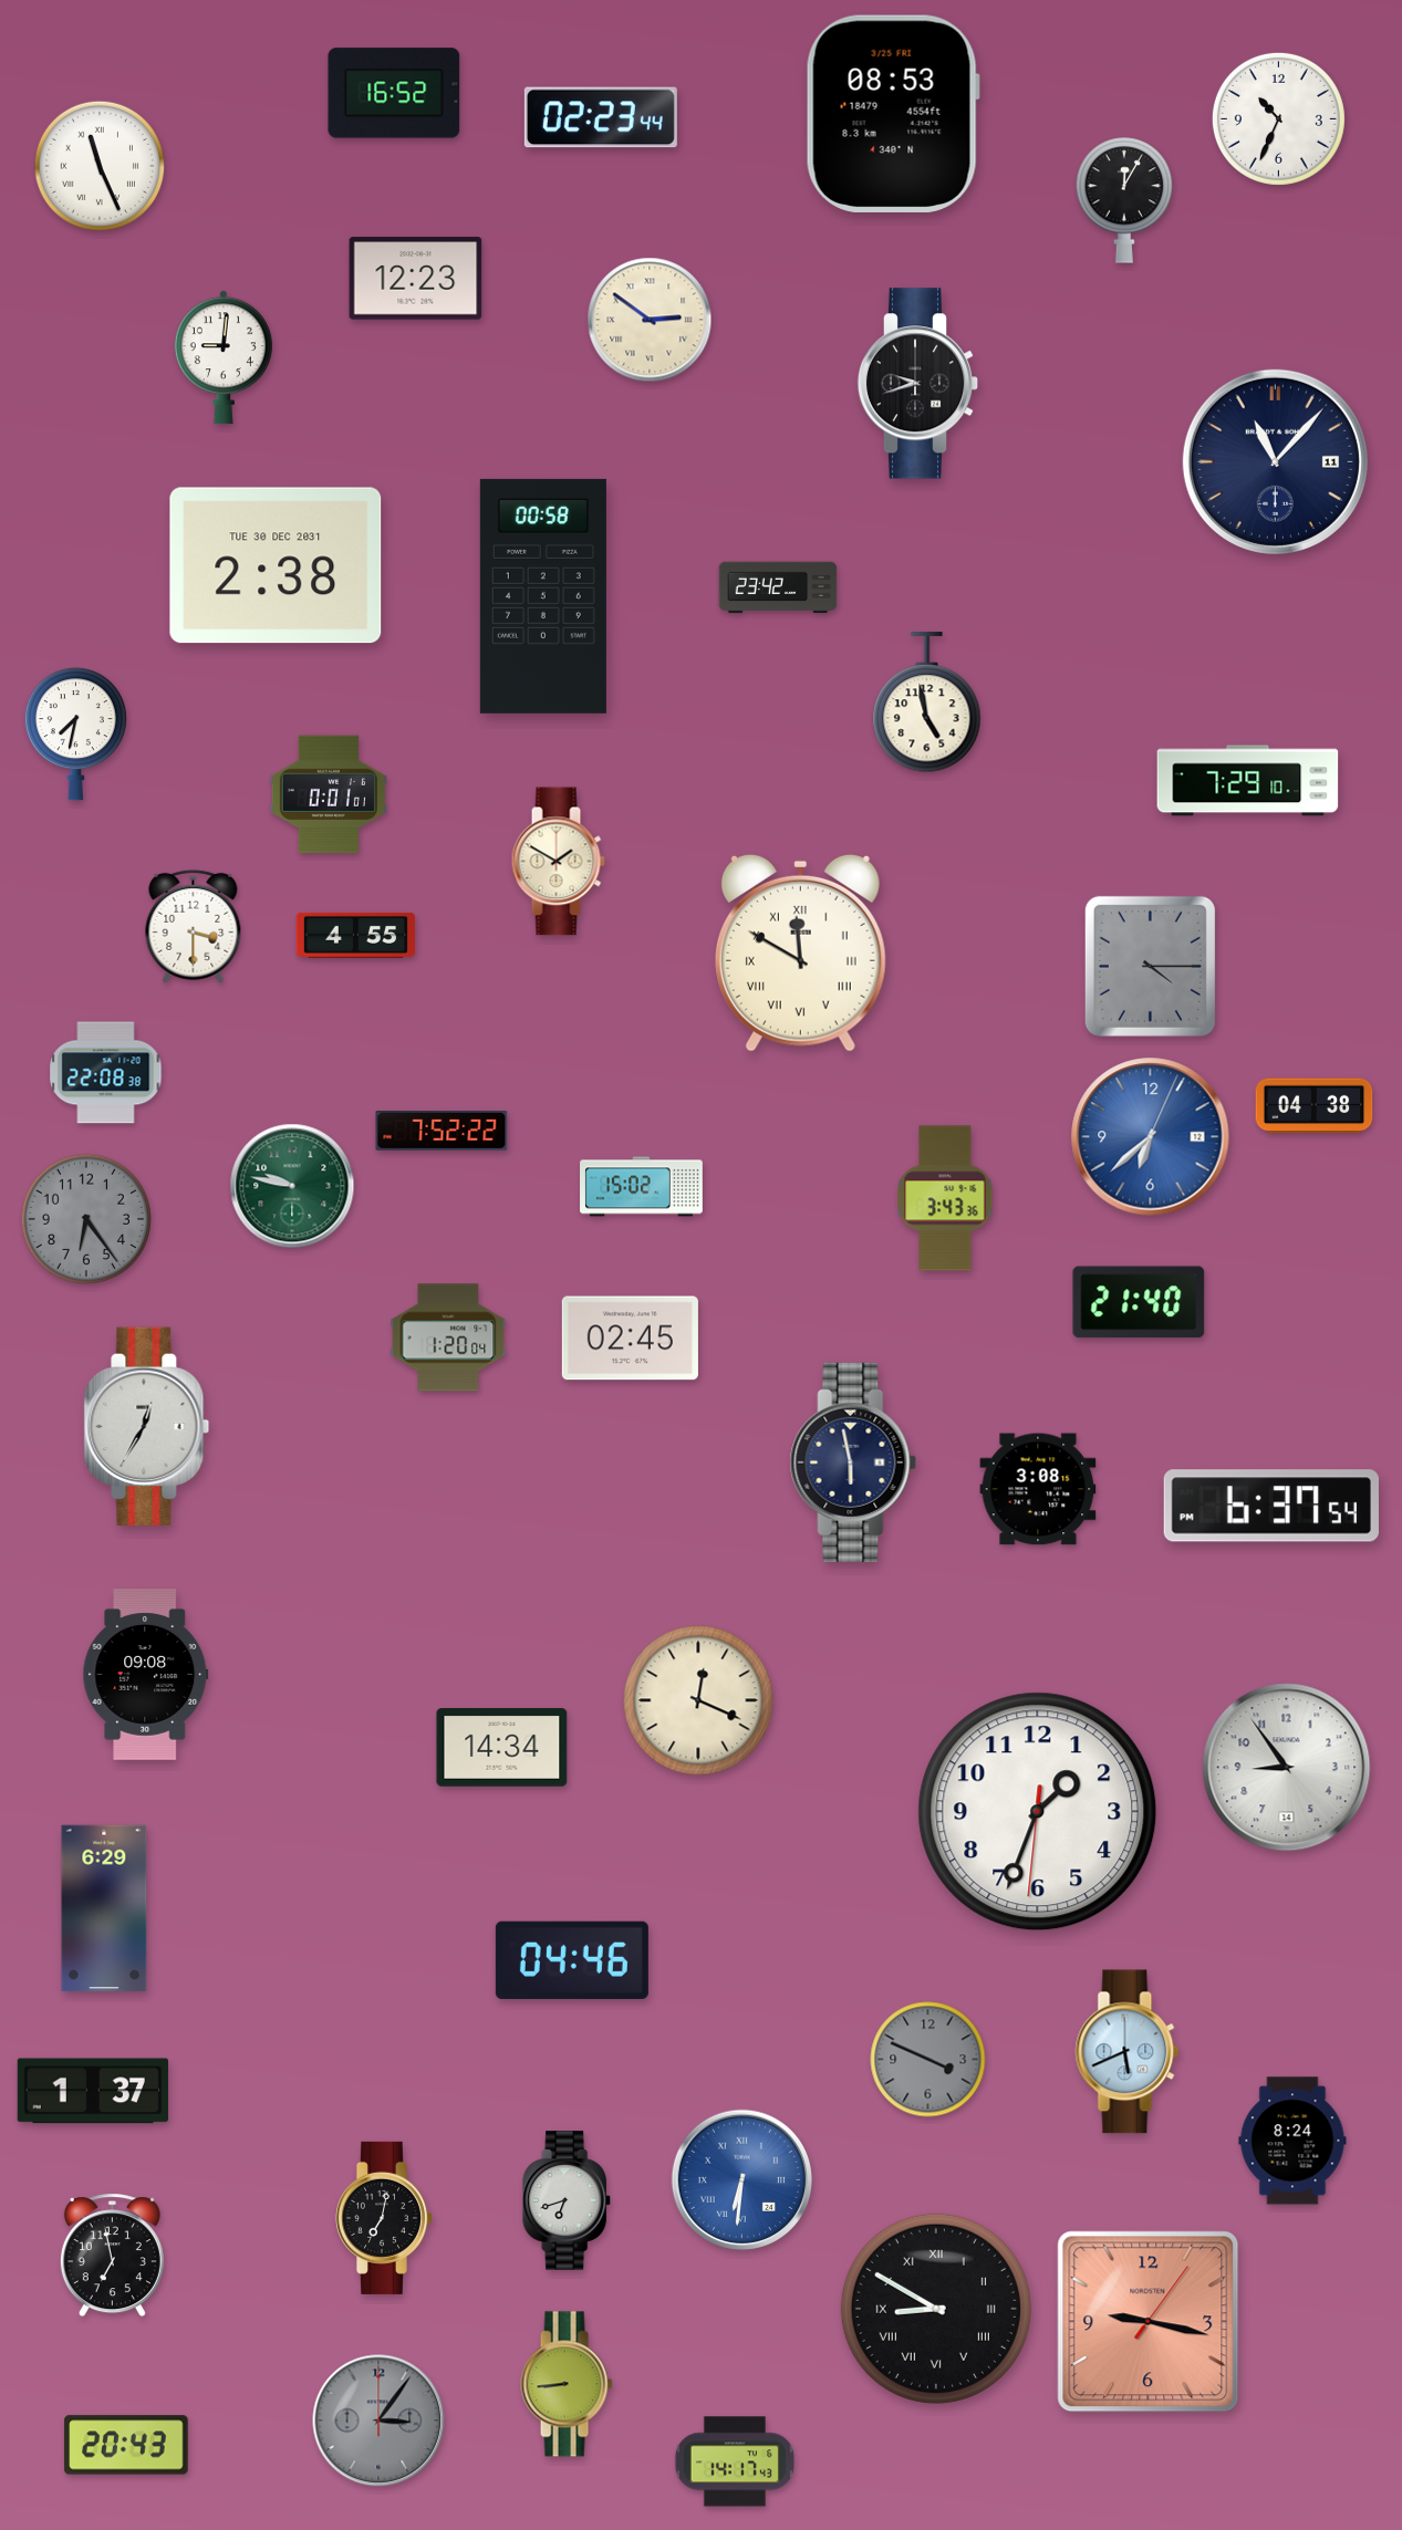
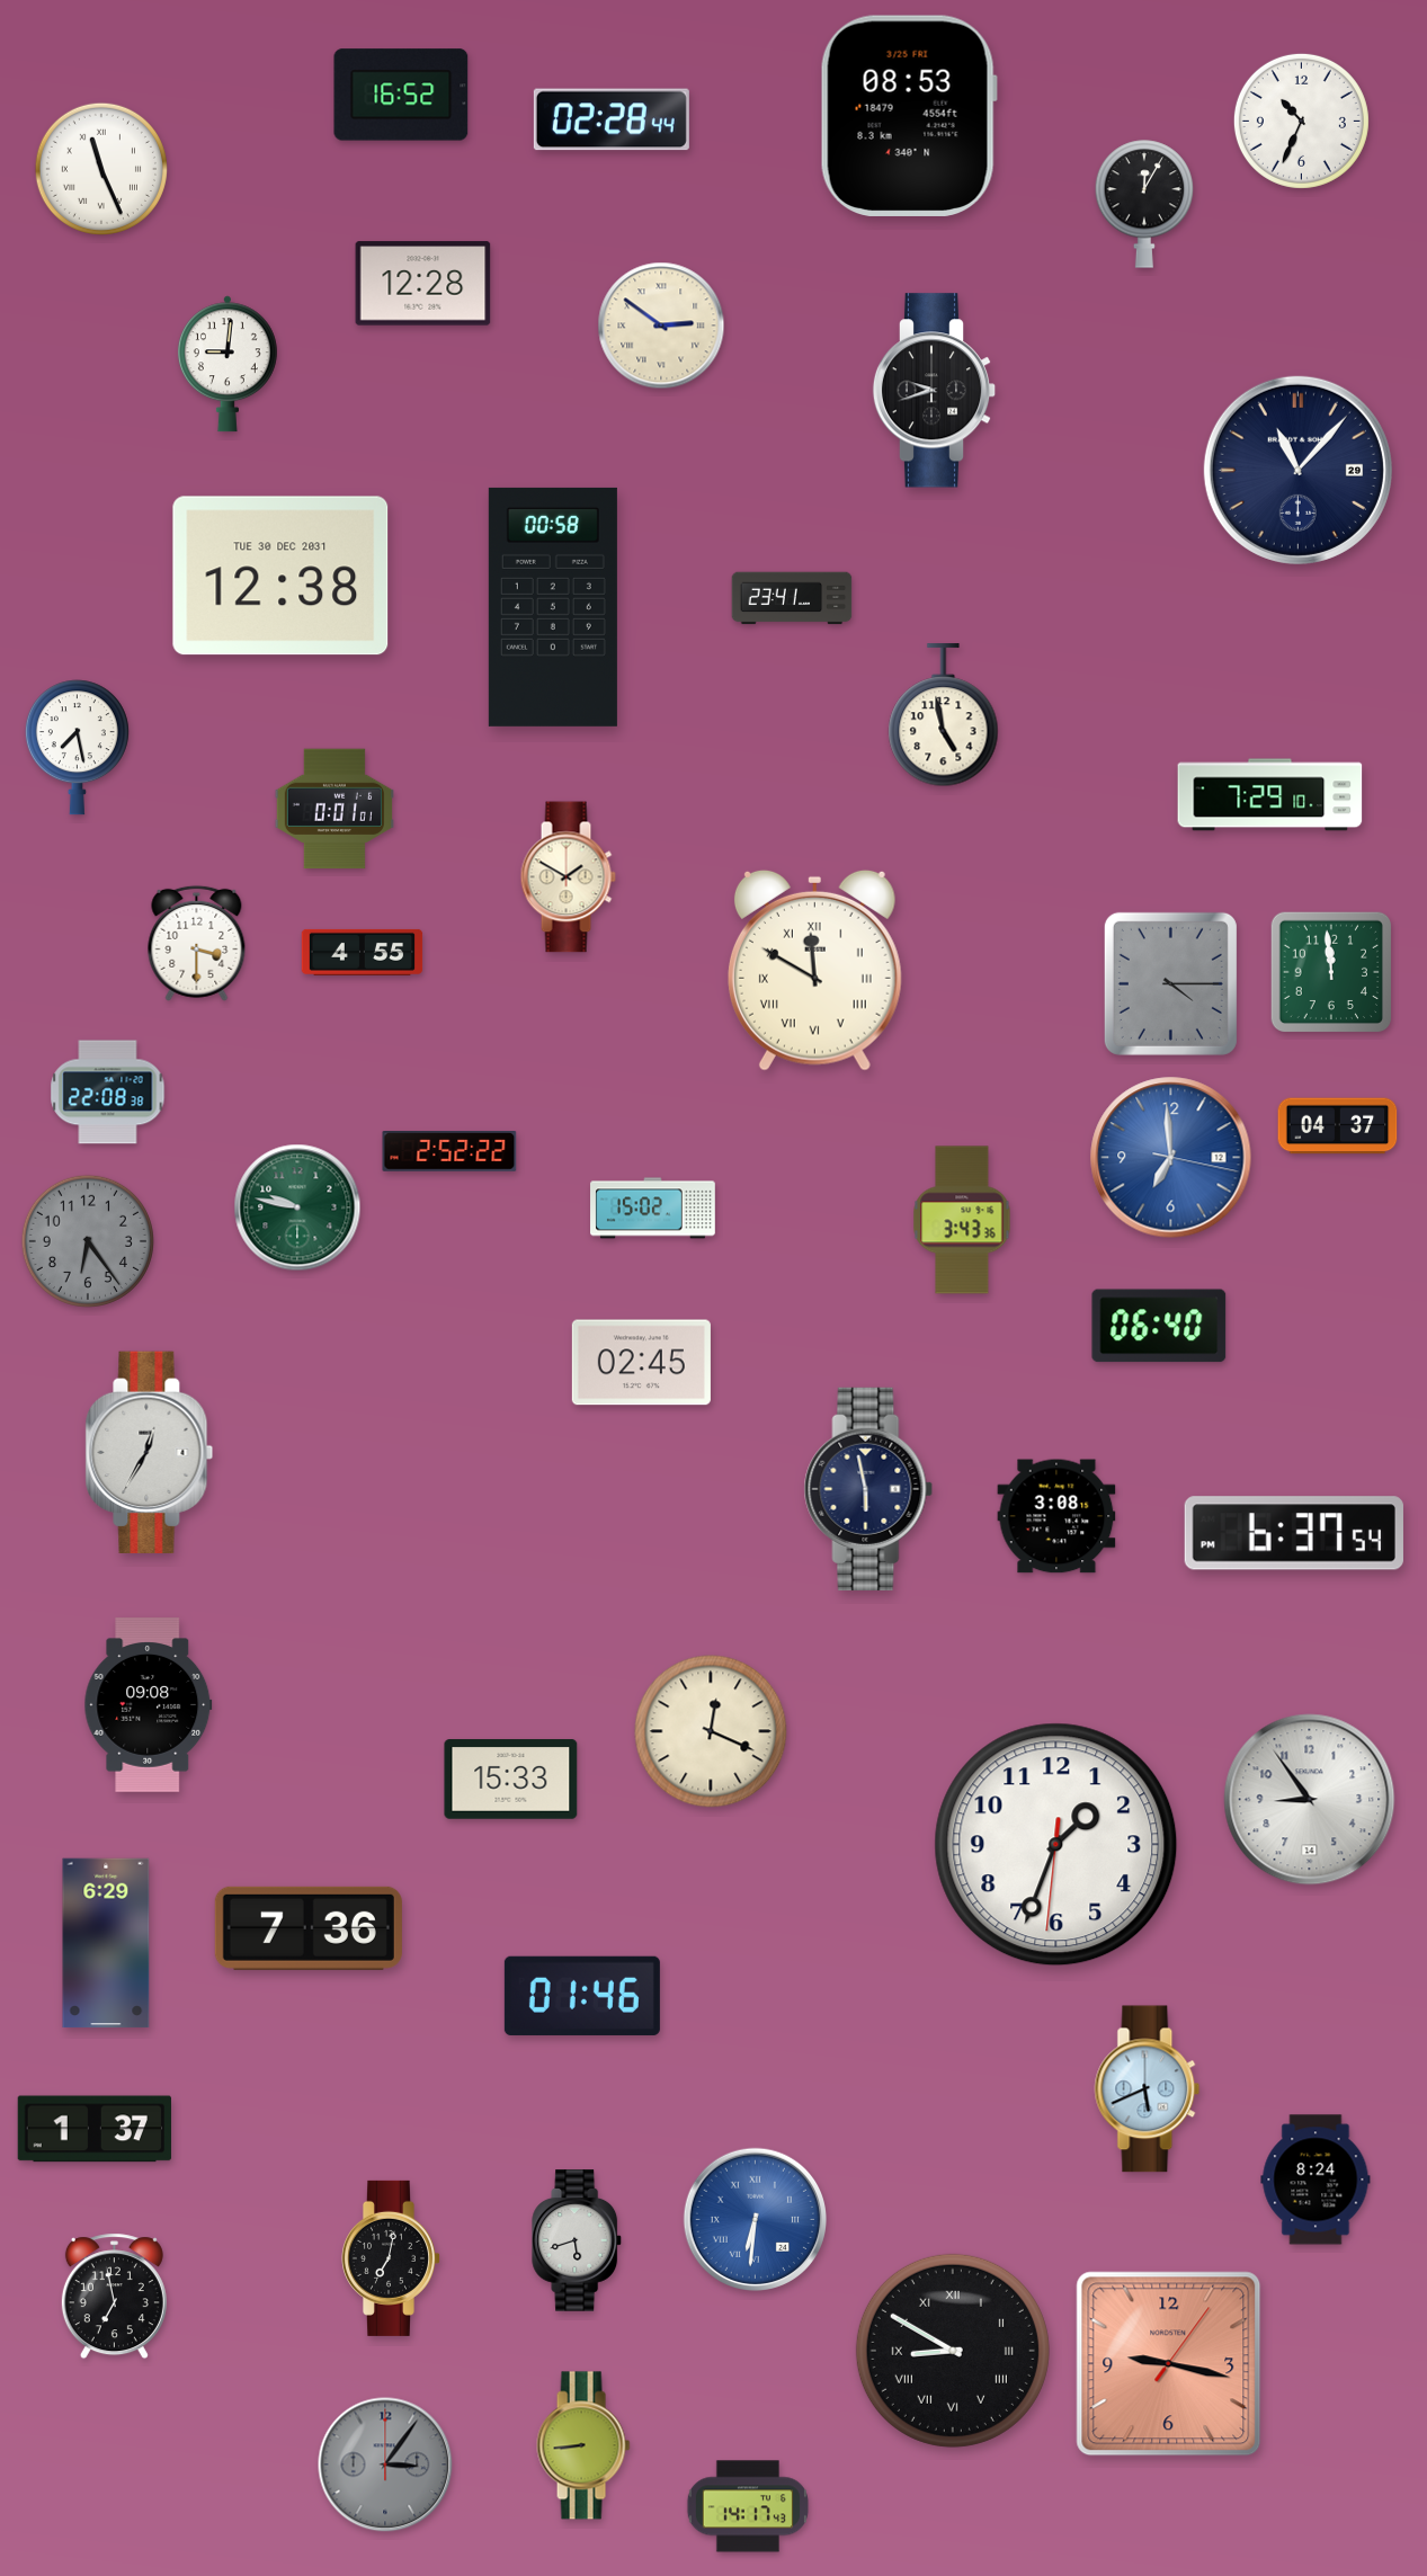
clock at (601, 117): 02:23 -> 02:28
clock at (416, 279): 12:23 -> 12:28
clock at (1275, 461) date: 11 -> 29
clock at (276, 565): 2:38 -> 12:38
clock at (778, 587): 23:42 -> 23:41
clock at (75, 735): 7:32 -> 7:28
clock at (1330, 971): none -> 11:59
clock at (1315, 1106): 04:38 -> 04:37
clock at (442, 1132): 7:52 -> 2:52
clock at (1151, 1137): 6:38 -> 6:59
clock at (1139, 1302): 21:40 -> 06:40
clock at (448, 1337): 1:20 -> none
clock at (502, 1748): 14:34 -> 15:33
clock at (309, 1928): none -> 7:36
clock at (572, 1960): 04:46 -> 01:46
clock at (928, 2060): 3:49 -> none
clock at (568, 2200): 6:42 -> 5:42
clock at (567, 2384) position: (567, 2384) -> (583, 2445)
clock at (126, 2445): 20:43 -> none
